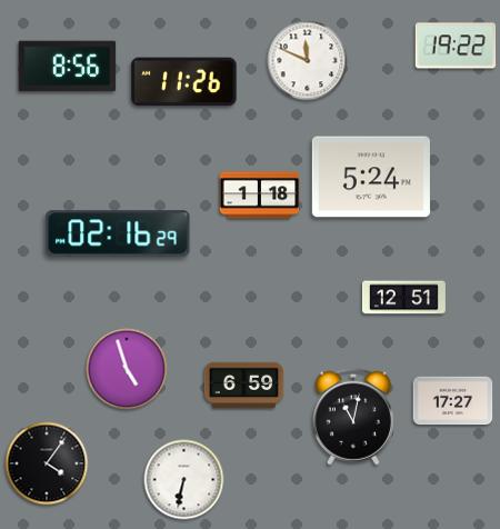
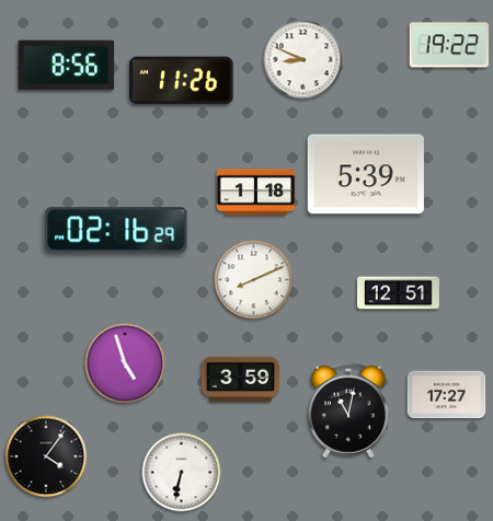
clock at (308, 61): 11:49 -> 8:49
clock at (371, 177): 5:24 -> 5:39
clock at (254, 280): none -> 8:11
clock at (244, 386): 6:59 -> 3:59
